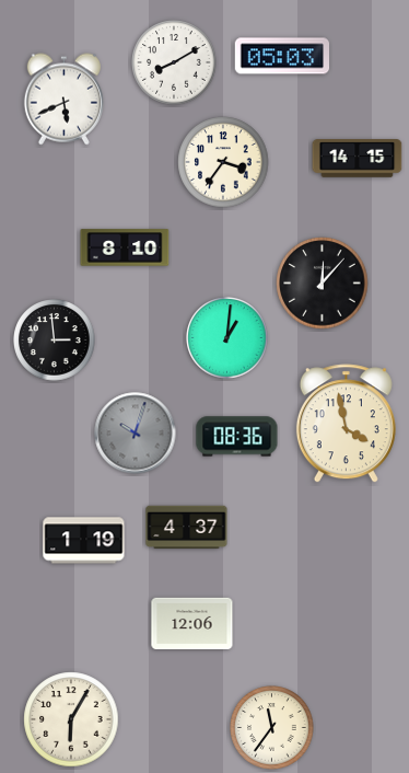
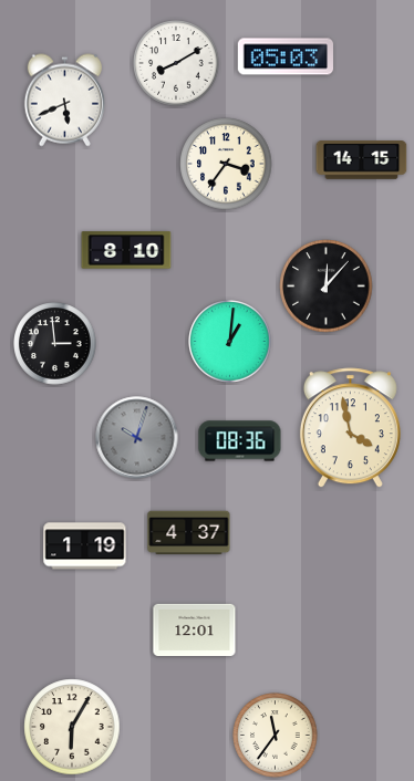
clock at (192, 623): 12:06 -> 12:01
